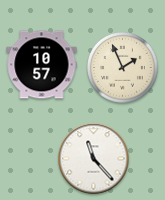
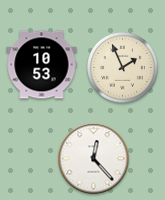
clock at (42, 65): 10:57 -> 10:53
clock at (94, 159): 11:23 -> 12:23
